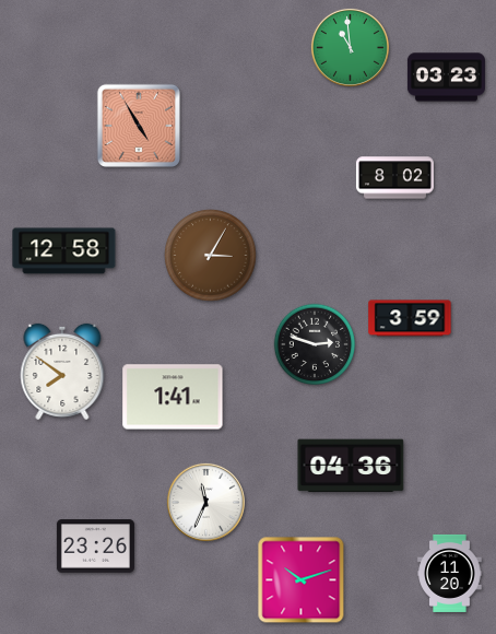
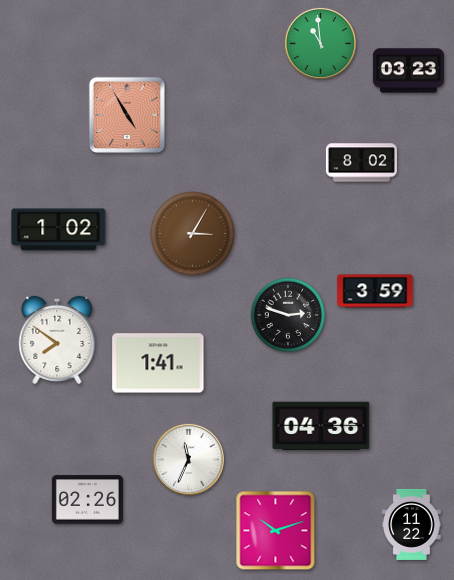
clock at (64, 251): 12:58 -> 1:02
clock at (95, 547): 23:26 -> 02:26
clock at (450, 573): 11:20 -> 11:22
